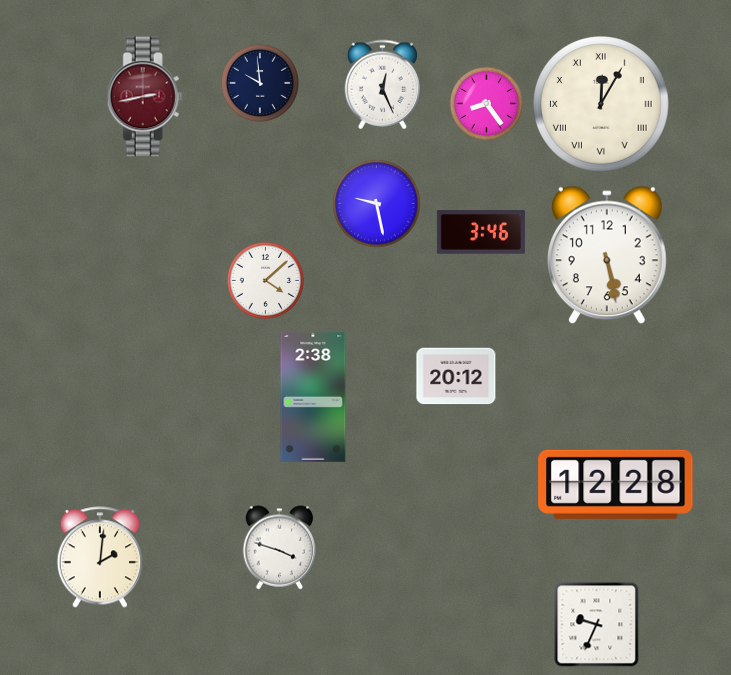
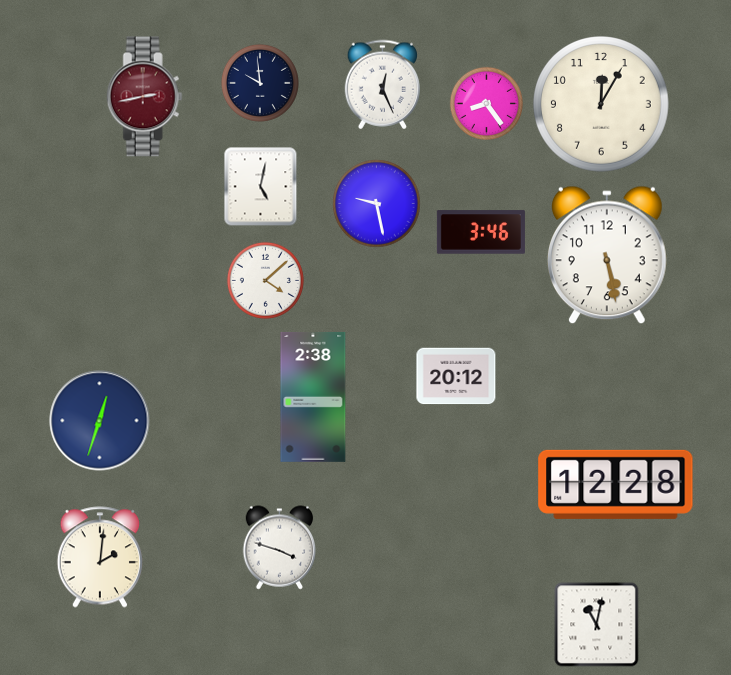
clock at (602, 105) numerals: Roman -> Arabic
clock at (261, 187): none -> 5:02
clock at (100, 421): none -> 12:33
clock at (597, 625): 9:34 -> 11:02
